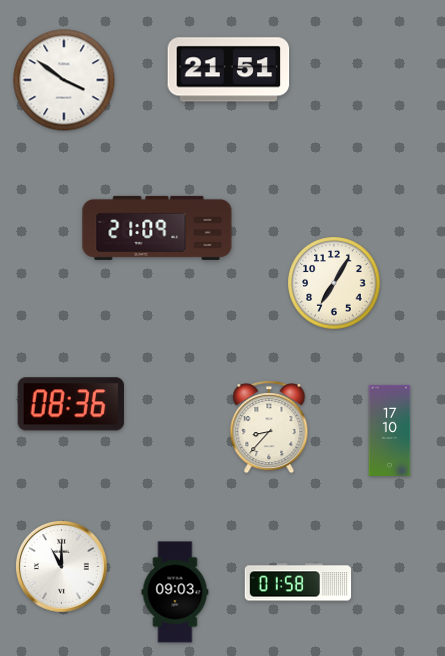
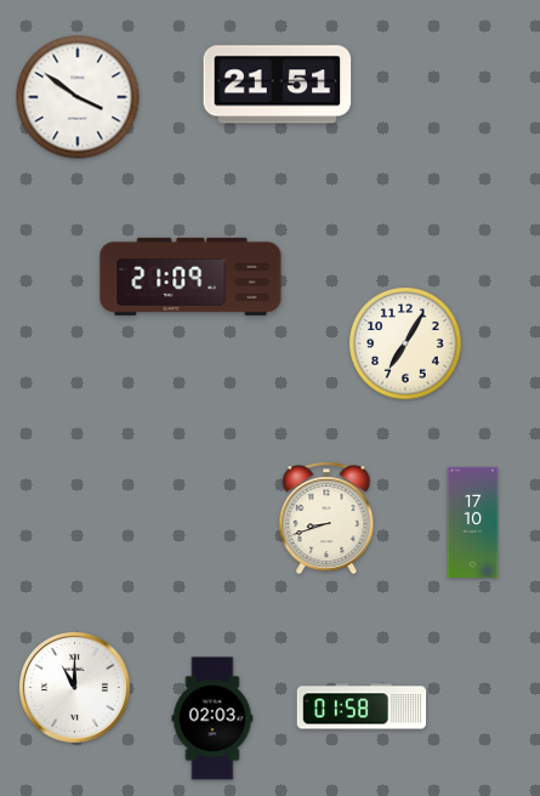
clock at (71, 404): 08:36 -> none
clock at (269, 427): 8:37 -> 8:42
clock at (175, 592): 09:03 -> 02:03
